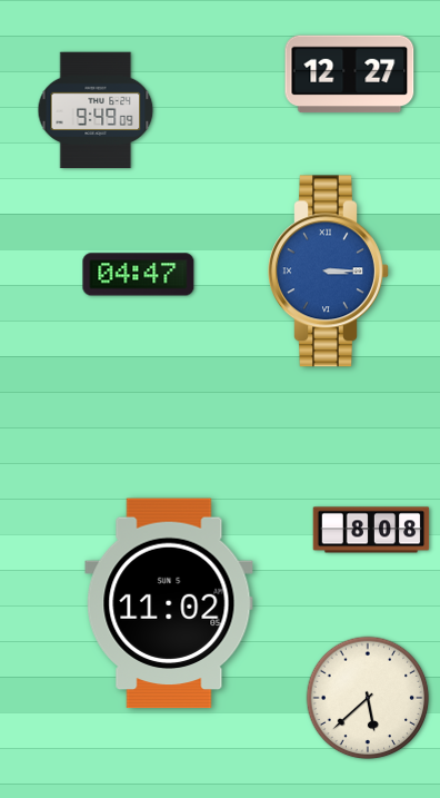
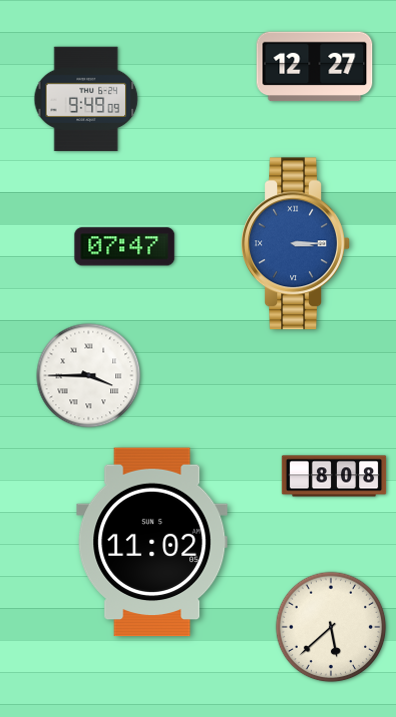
clock at (139, 275): 04:47 -> 07:47
clock at (89, 376): none -> 3:45
